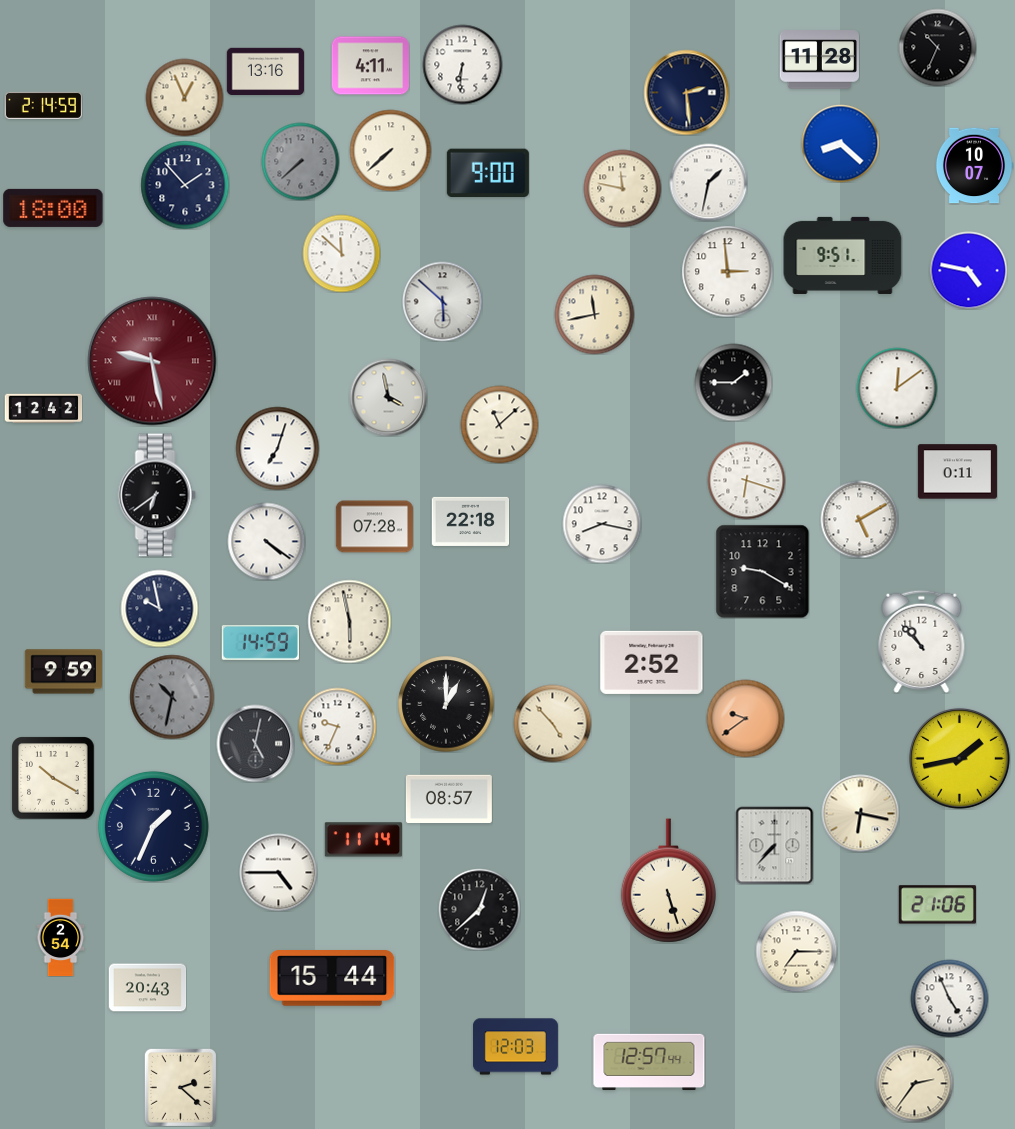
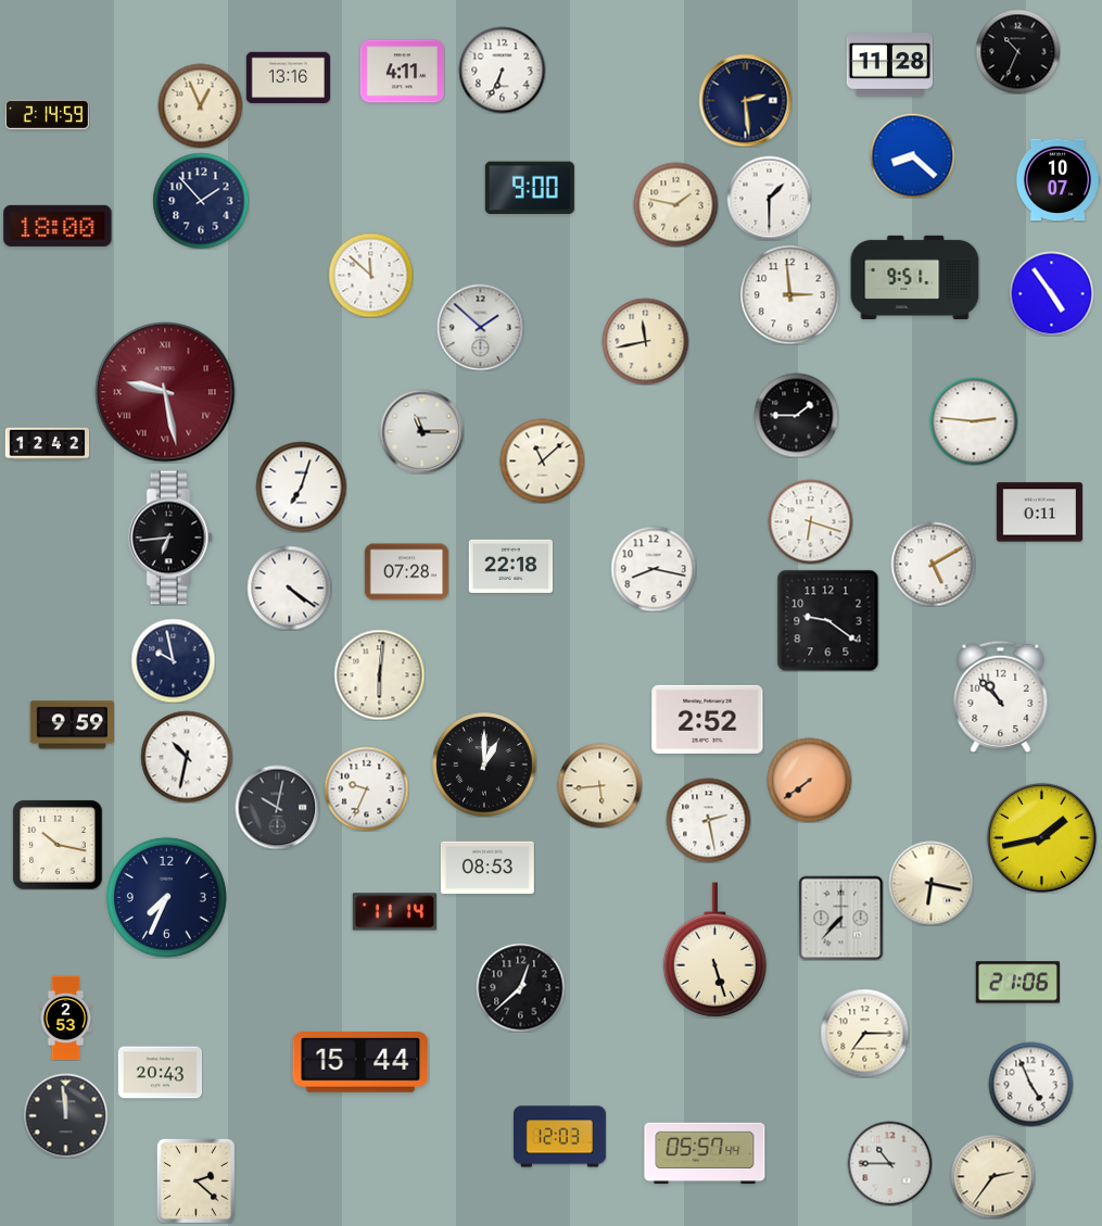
clock at (462, 64): 6:31 -> 6:34
clock at (390, 150): 7:38 -> none
clock at (300, 161): 7:38 -> none
clock at (708, 182): 1:32 -> 1:30
clock at (622, 188): 11:47 -> 1:47
clock at (968, 270): 4:47 -> 4:54
clock at (442, 301): 5:52 -> 1:52
clock at (897, 388): 12:09 -> 2:46
clock at (388, 397): 3:58 -> 11:15
clock at (157, 495): 6:39 -> 6:44
clock at (762, 571): 9:20 -> 9:21
clock at (349, 621): 5:58 -> 6:01
clock at (260, 642): 14:59 -> none
clock at (63, 672) position: (63, 672) -> (72, 725)
clock at (172, 697) dial: grey -> white
clock at (745, 718): 9:39 -> 7:39
clock at (552, 723): 4:53 -> 5:44
clock at (255, 743): 5:02 -> 10:02
clock at (708, 820): none -> 2:28
clock at (959, 758) position: (959, 758) -> (1041, 837)
clock at (53, 778): 10:20 -> 10:17
clock at (449, 799): 08:57 -> 08:53
clock at (860, 813) position: (860, 813) -> (930, 883)
clock at (153, 826): 1:34 -> 7:34
clock at (278, 872): 4:45 -> none
clock at (668, 881) position: (668, 881) -> (714, 950)
clock at (61, 937): 2:54 -> 2:53
clock at (65, 1115): none -> 11:59
clock at (649, 1062): 12:57 -> 05:57
clock at (889, 1163): none -> 10:45
